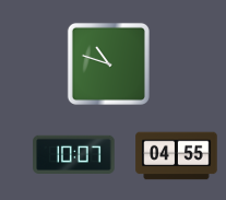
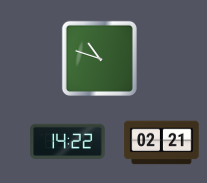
clock at (74, 154): 10:07 -> 14:22
clock at (177, 156): 04:55 -> 02:21
